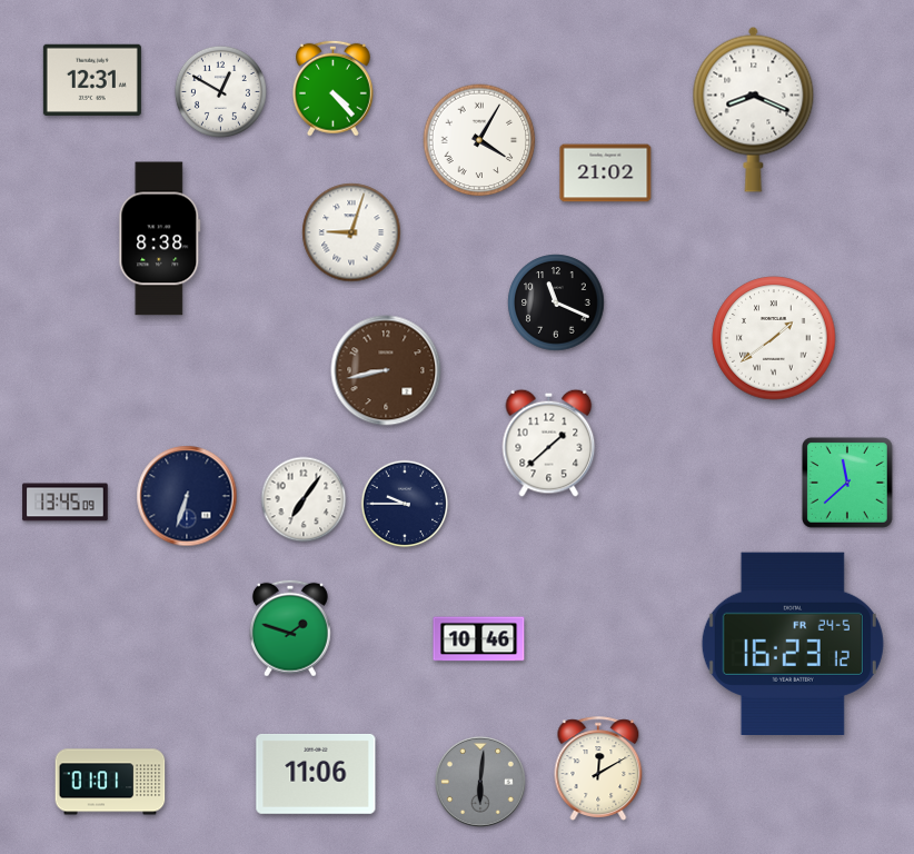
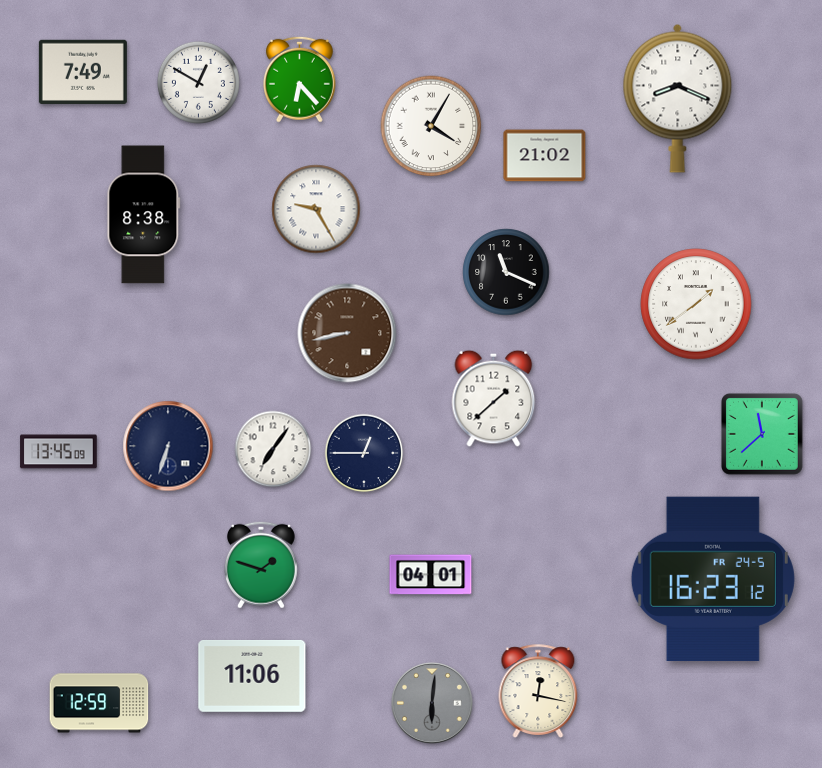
clock at (92, 80): 12:31 -> 7:49
clock at (332, 88): 4:23 -> 6:23
clock at (351, 232): 9:03 -> 9:25
clock at (556, 302) position: (556, 302) -> (506, 272)
clock at (405, 504): 9:45 -> 12:45
clock at (479, 639): 10:46 -> 04:01
clock at (598, 768): 12:10 -> 12:17
clock at (316, 774) position: (316, 774) -> (252, 676)
clock at (110, 782): 01:01 -> 12:59
